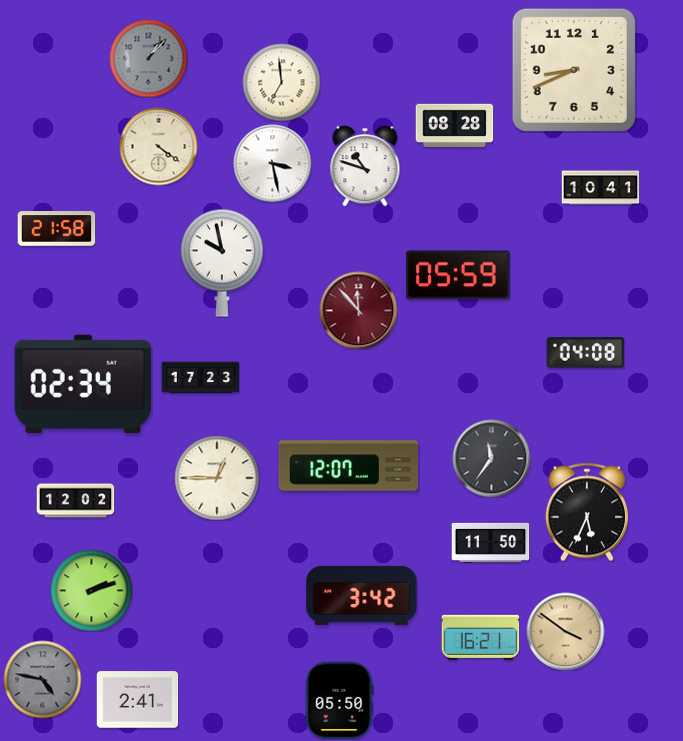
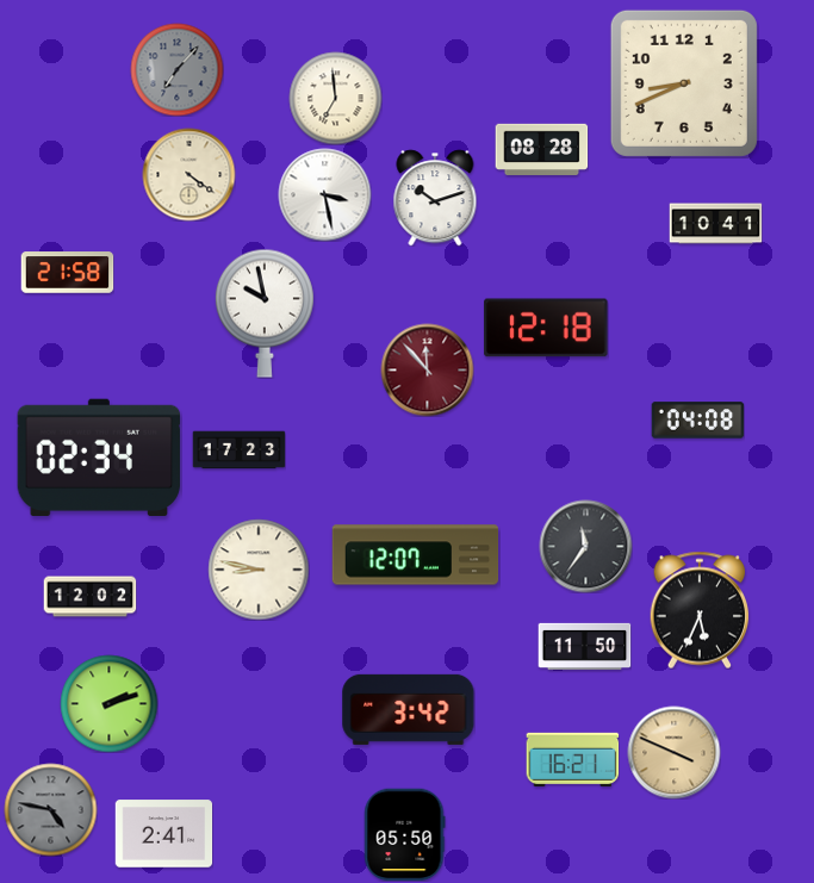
clock at (148, 58): 1:07 -> 7:07
clock at (365, 166): 10:48 -> 10:12
clock at (458, 275): 05:59 -> 12:18
clock at (217, 478): 12:45 -> 8:47
clock at (362, 595) position: (362, 595) -> (409, 709)
clock at (565, 631): 3:51 -> 3:49
